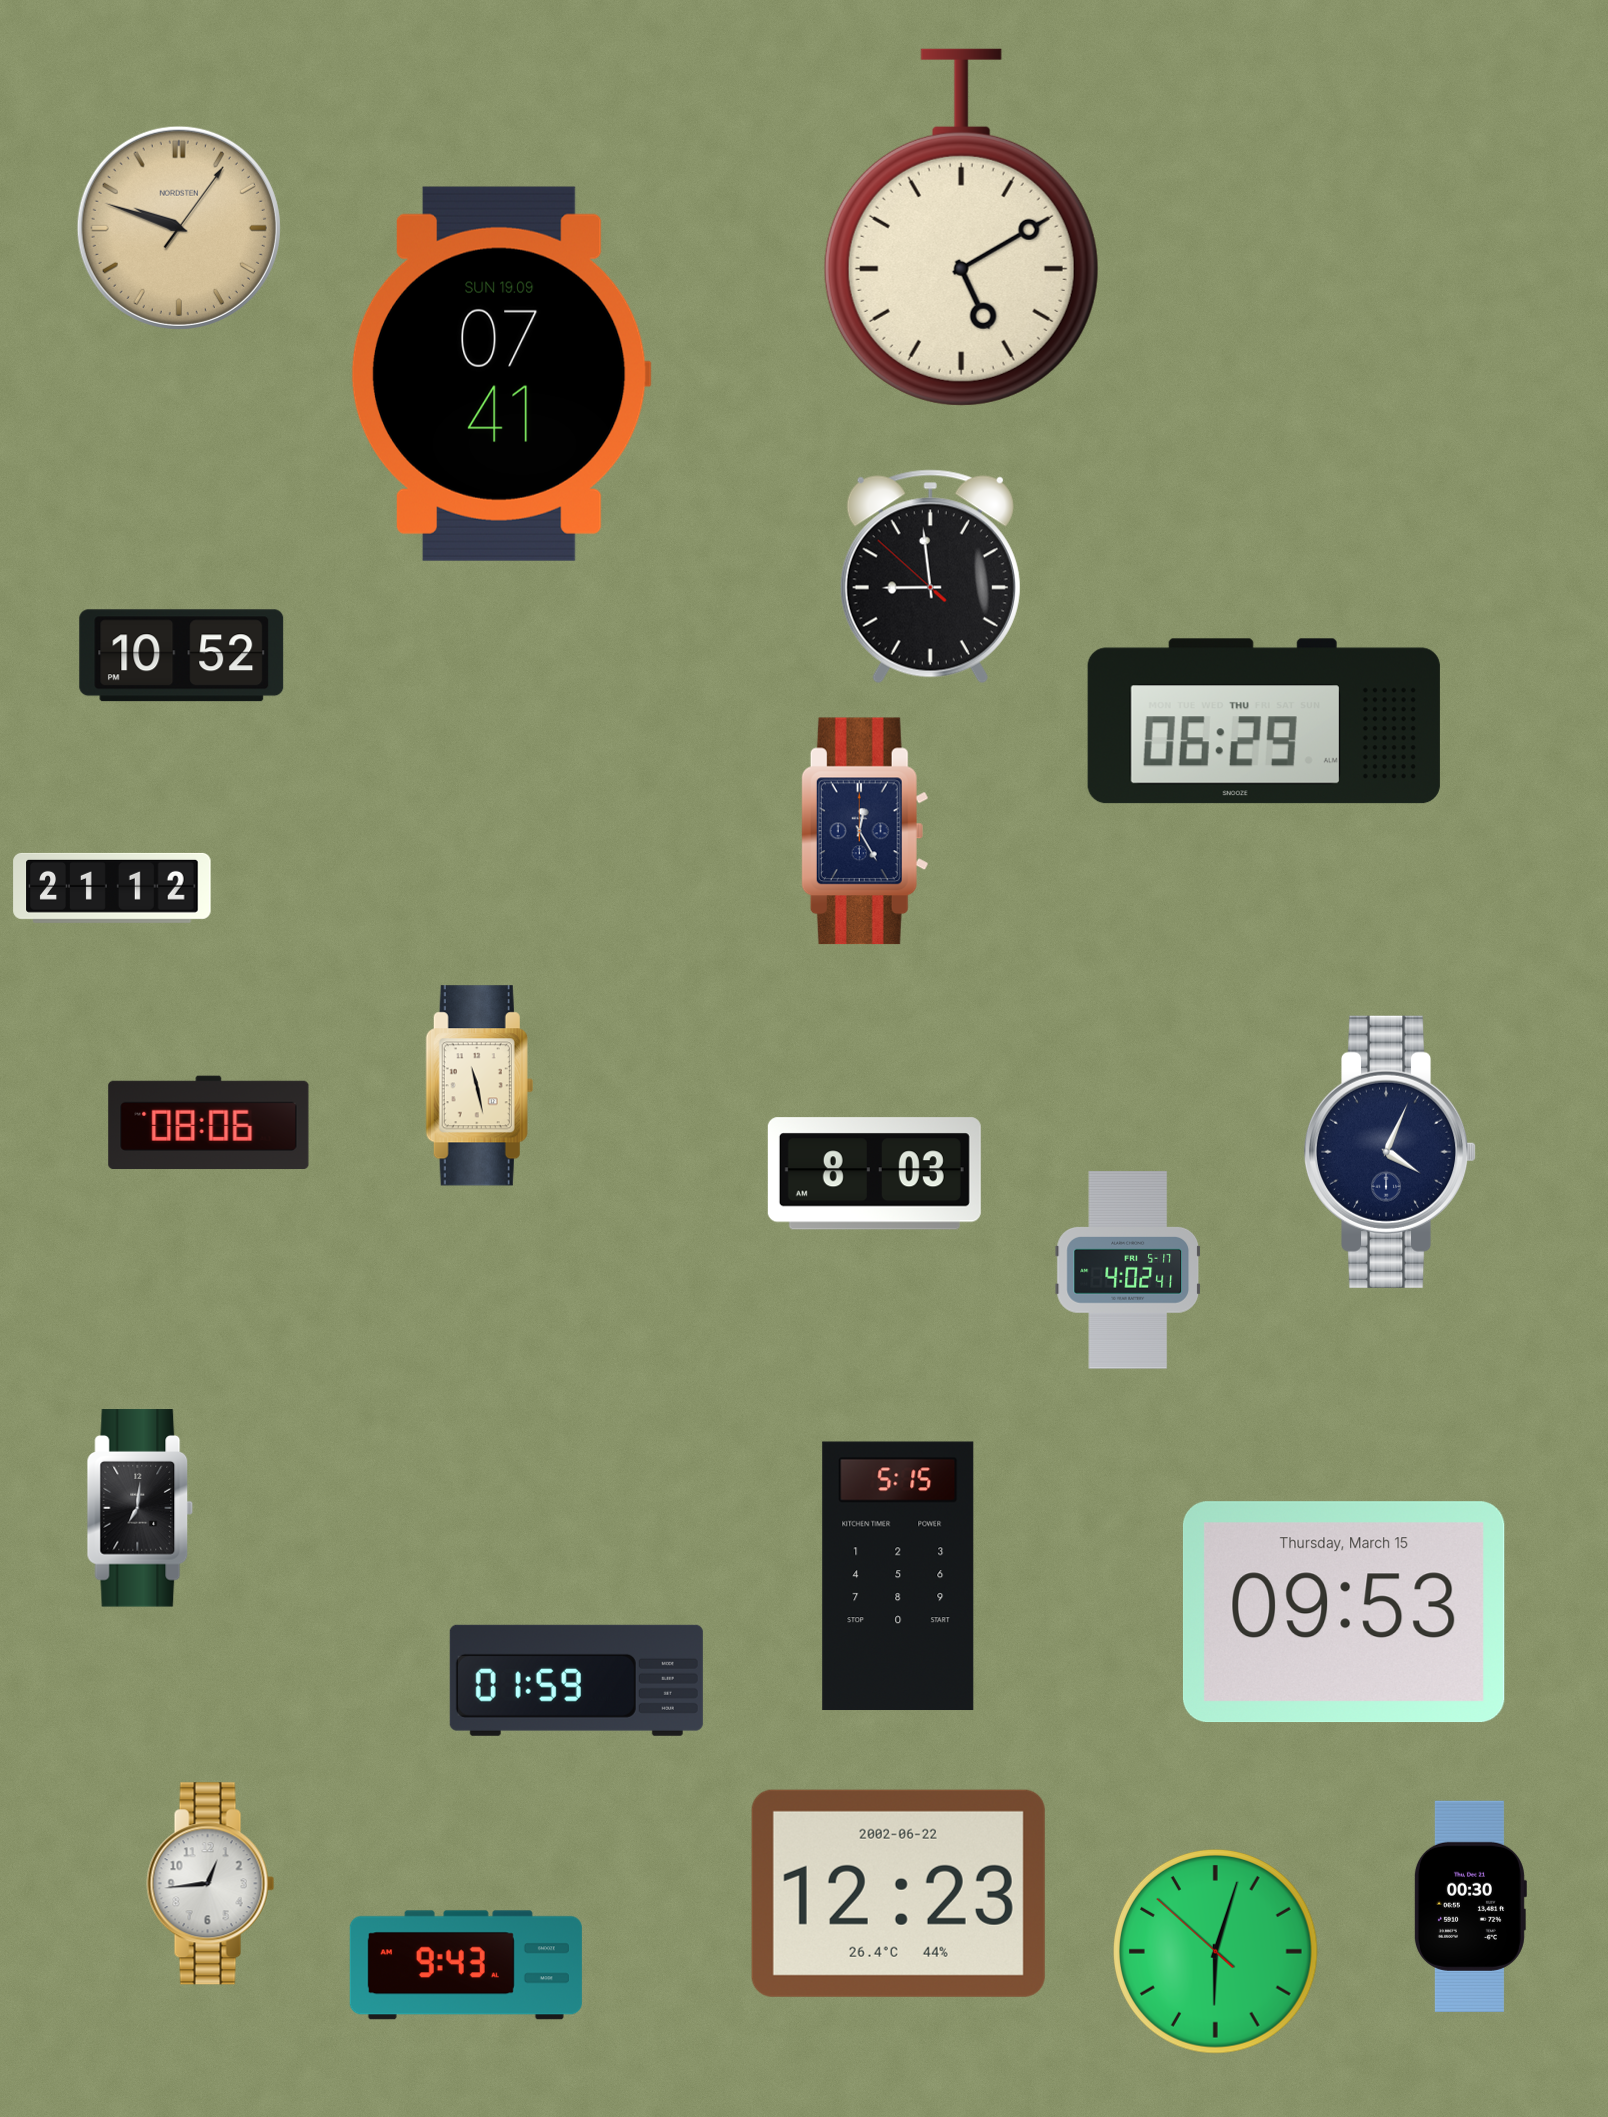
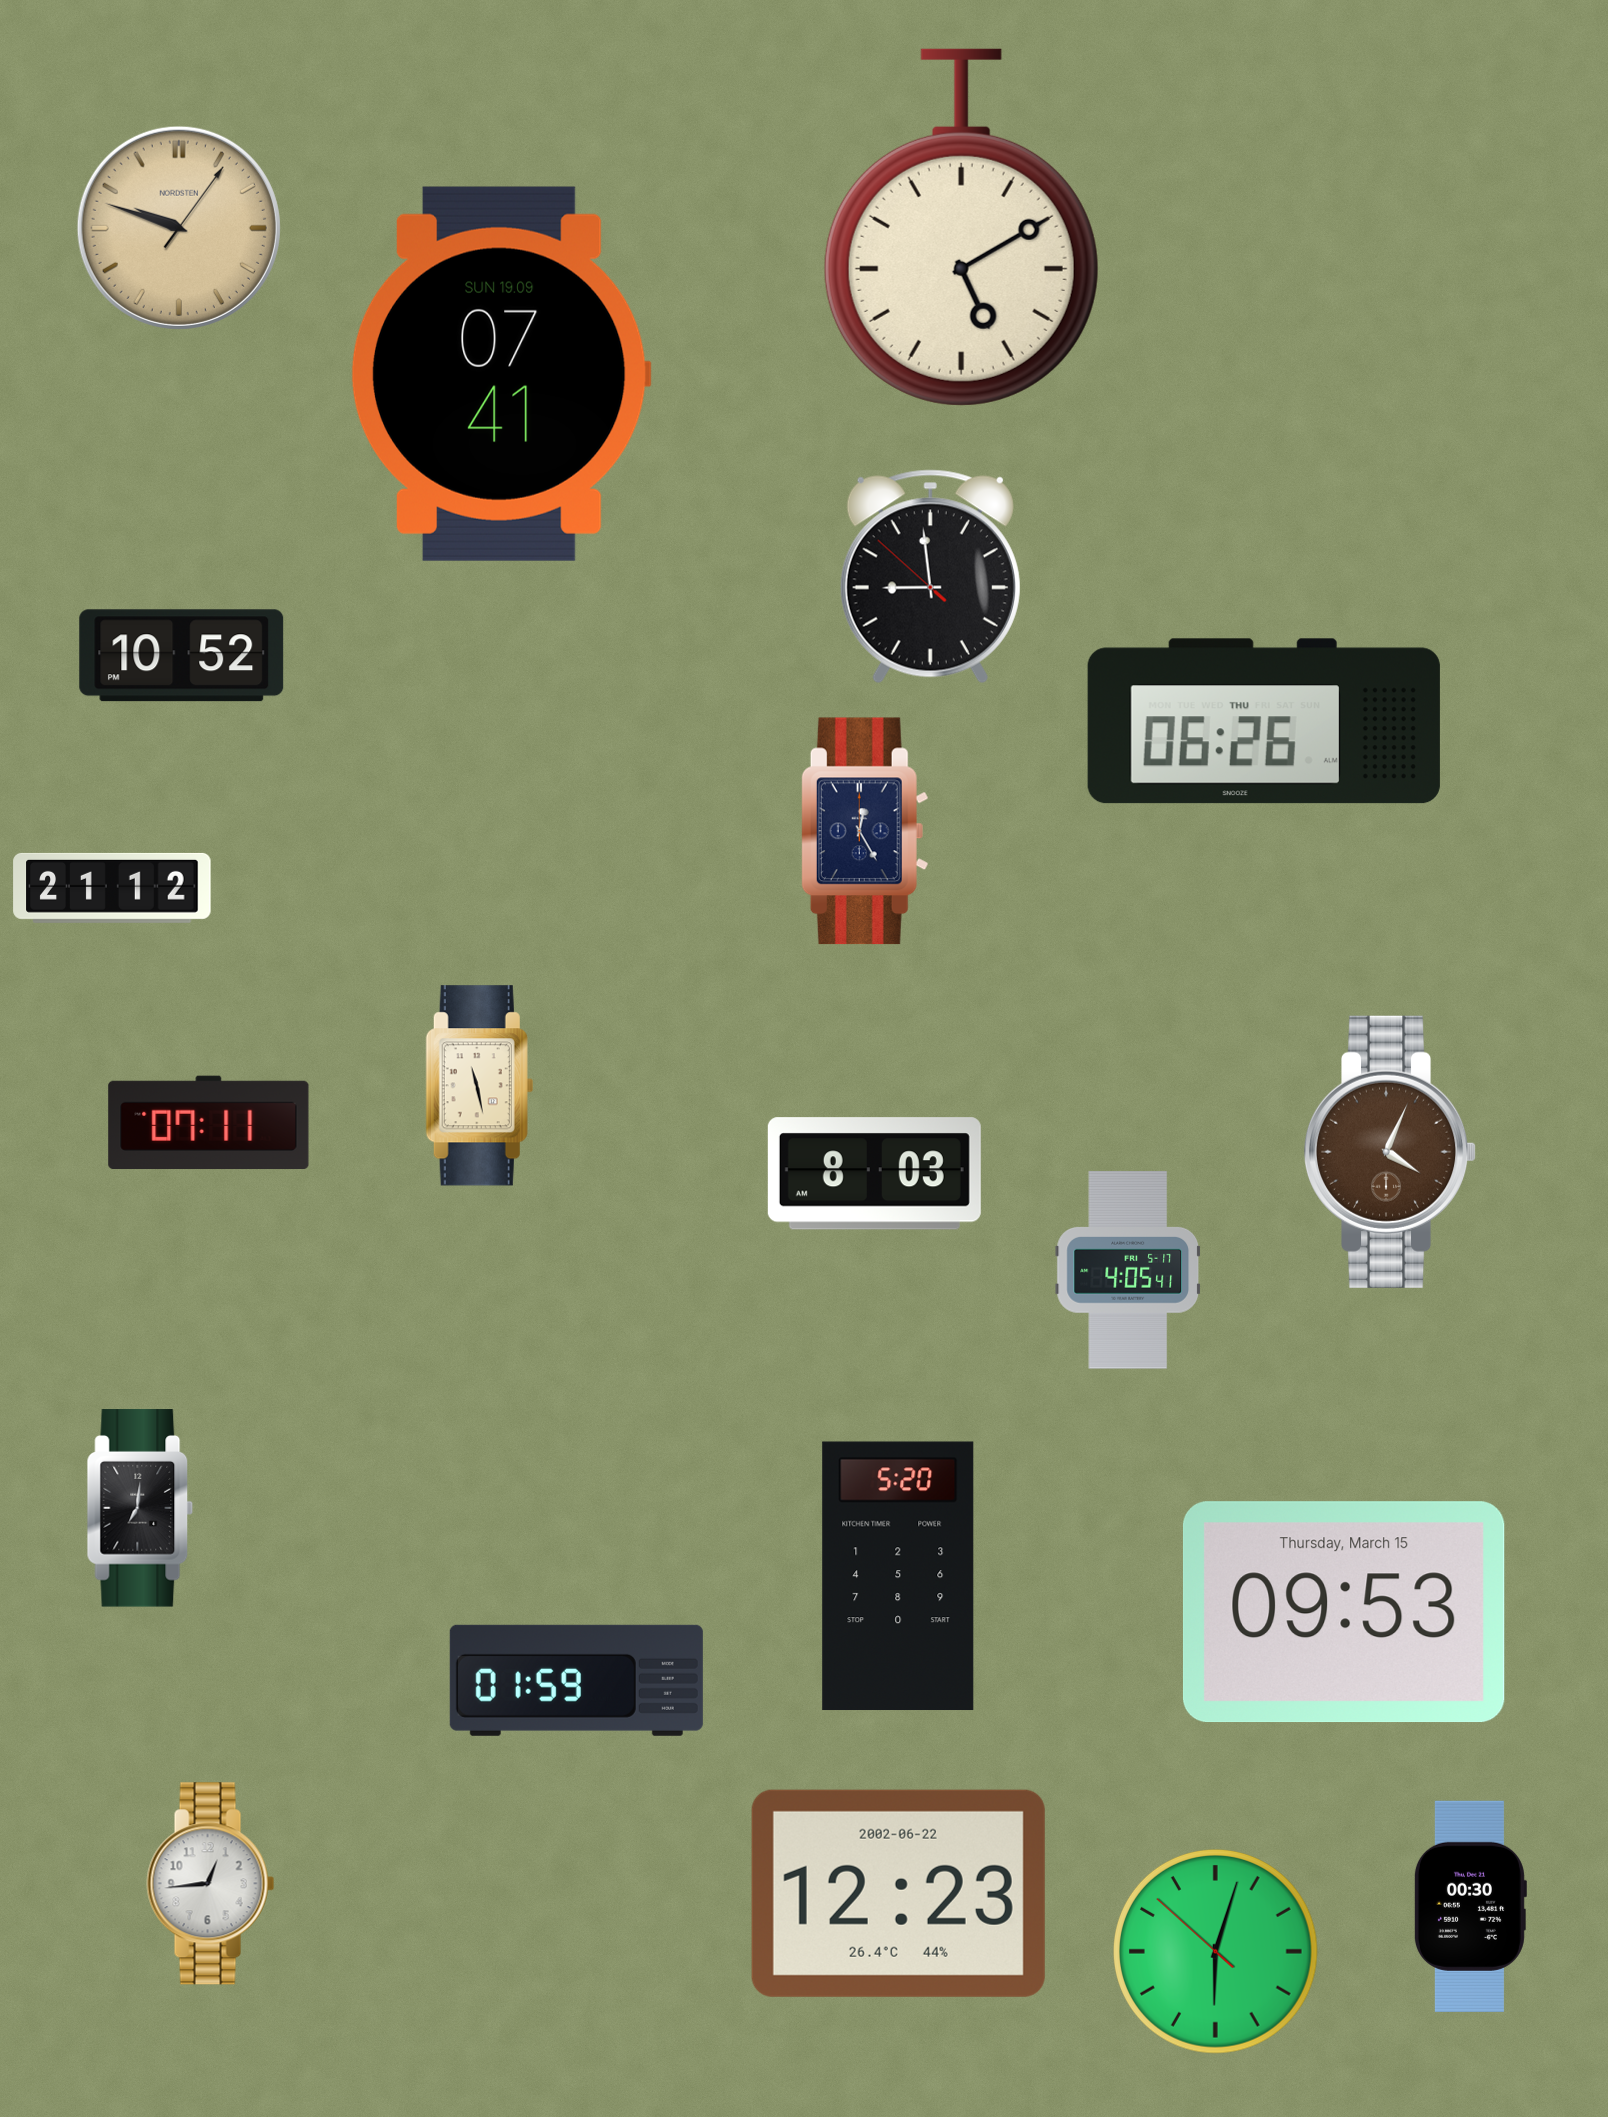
clock at (1264, 721): 06:29 -> 06:26
clock at (209, 1123): 08:06 -> 07:11
clock at (1390, 1152) dial: navy -> brown
clock at (1127, 1270): 4:02 -> 4:05
clock at (898, 1576): 5:15 -> 5:20
clock at (466, 1965): 9:43 -> none
